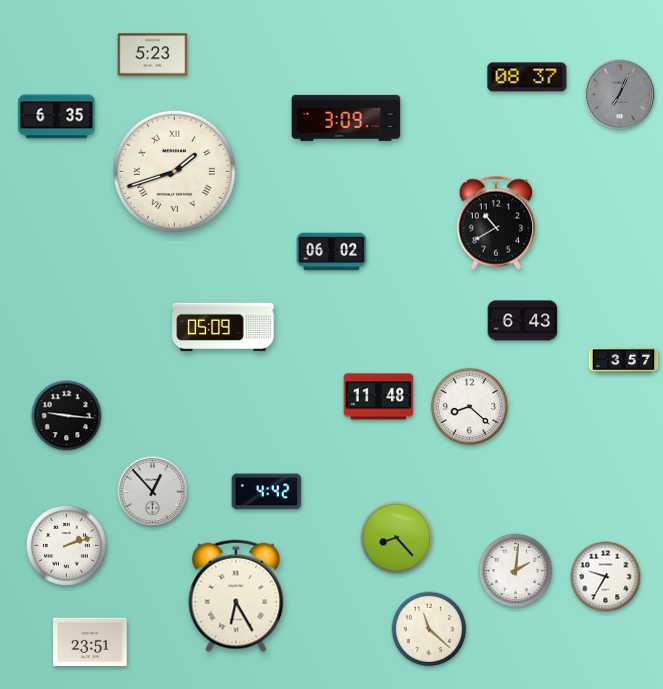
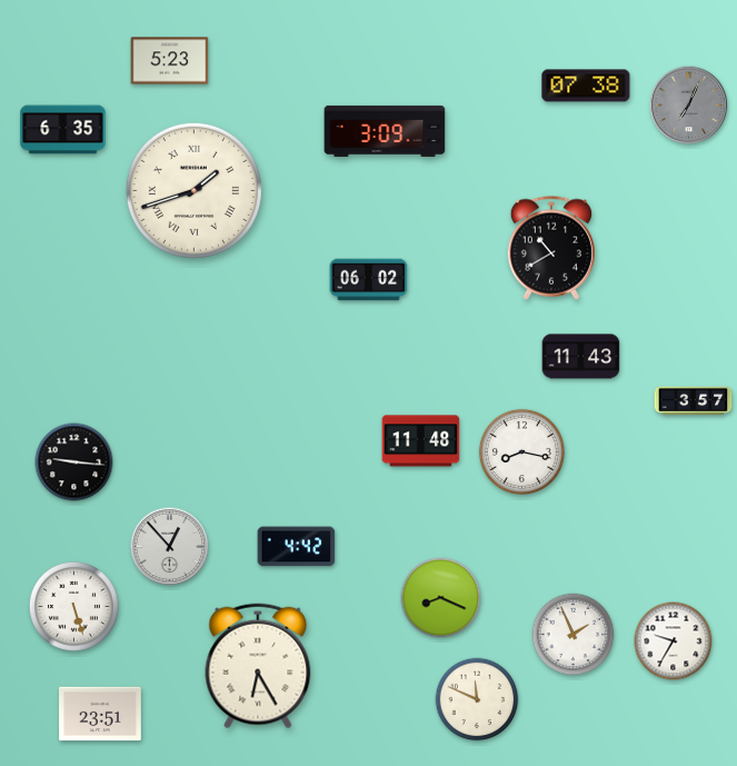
clock at (527, 77): 08:37 -> 07:38
clock at (523, 321): 6:43 -> 11:43
clock at (223, 327): 05:09 -> none
clock at (469, 406): 8:22 -> 8:17
clock at (397, 538): 8:23 -> 8:19
clock at (67, 546): 2:12 -> 5:27
clock at (516, 571): 2:01 -> 1:56
clock at (236, 596) position: (236, 596) -> (258, 666)
clock at (429, 629): 11:22 -> 11:49
